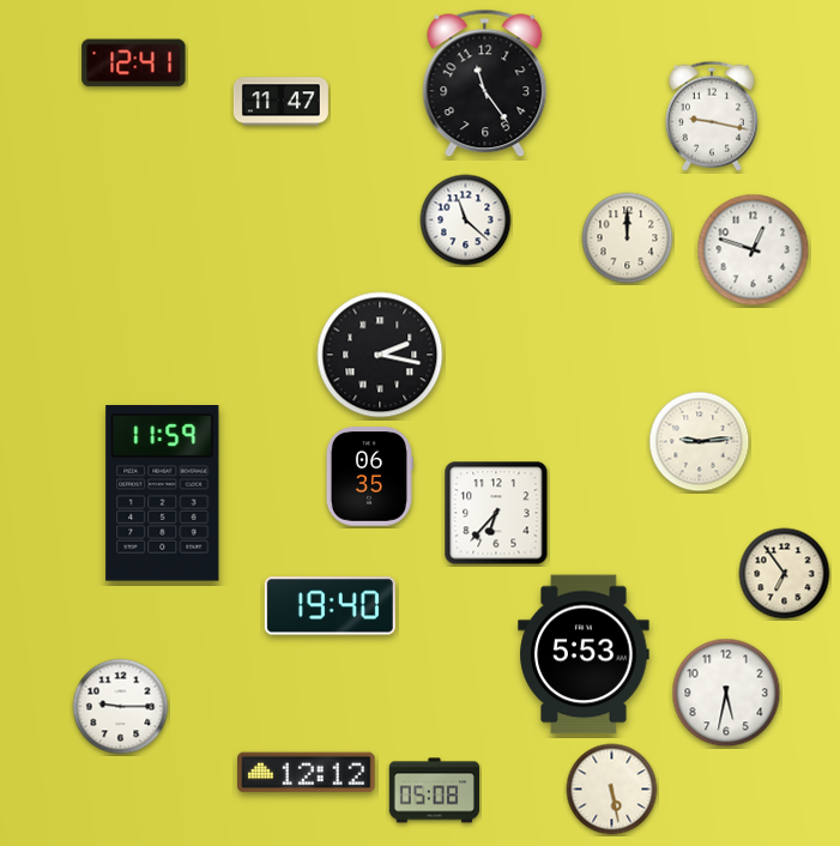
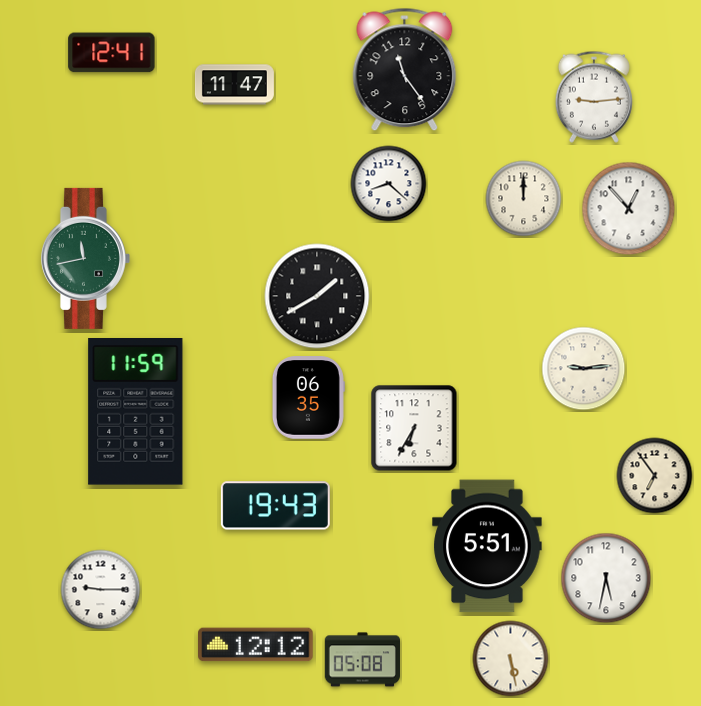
clock at (712, 116): 9:17 -> 9:14
clock at (466, 220): 11:22 -> 8:22
clock at (754, 250): 12:48 -> 12:53
clock at (85, 258): none -> 11:43
clock at (380, 355): 2:17 -> 1:40
clock at (496, 513): 6:37 -> 6:35
clock at (785, 574) position: (785, 574) -> (655, 476)
clock at (330, 606): 19:40 -> 19:43
clock at (584, 654): 5:53 -> 5:51
